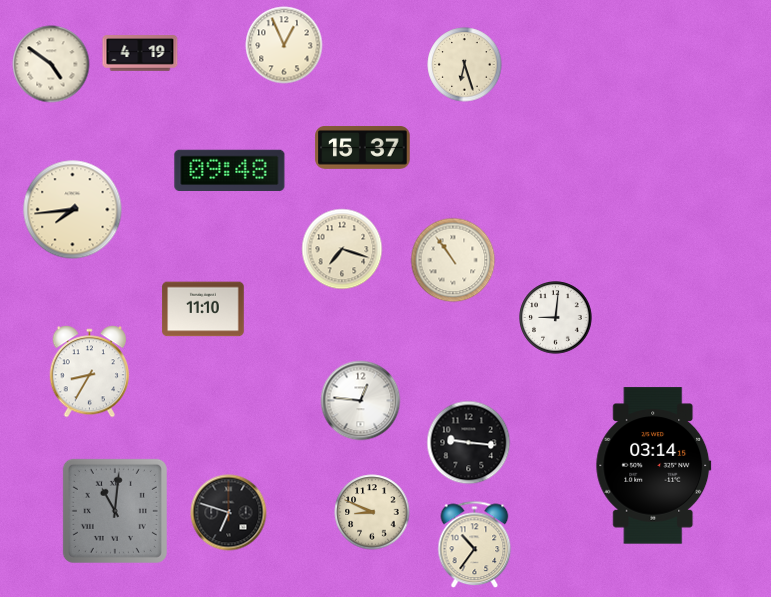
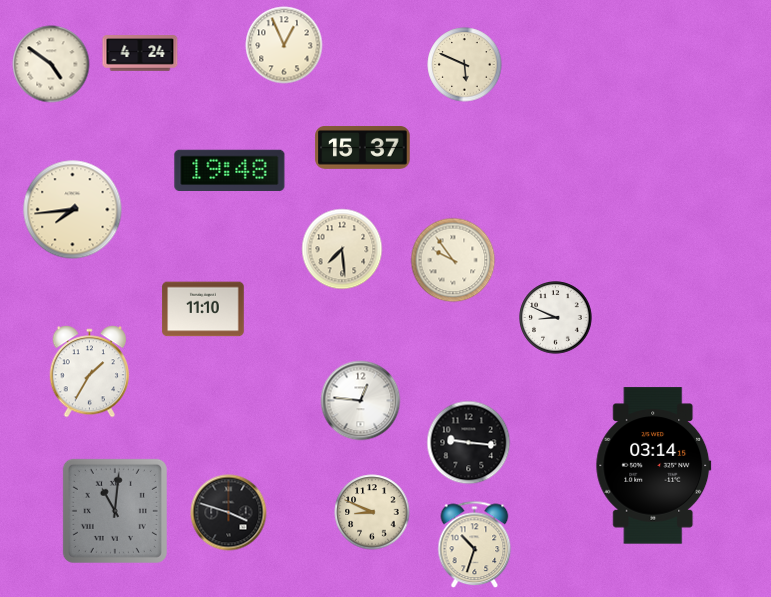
clock at (140, 53): 4:19 -> 4:24
clock at (465, 65): 6:27 -> 5:49
clock at (230, 170): 09:48 -> 19:48
clock at (342, 249): 7:18 -> 7:29
clock at (453, 260): 10:54 -> 9:54
clock at (556, 318): 9:01 -> 8:49
clock at (90, 372): 8:35 -> 1:35
clock at (229, 513): 6:48 -> 3:48
clock at (475, 545): 10:36 -> 10:33
